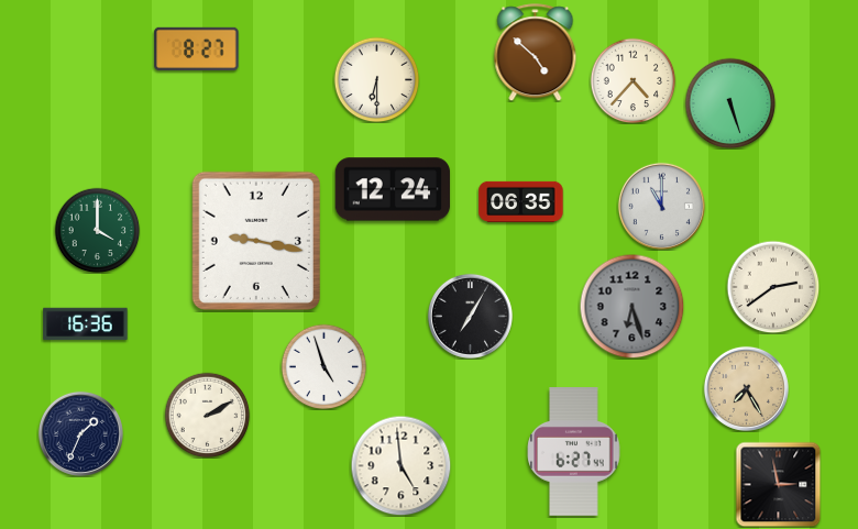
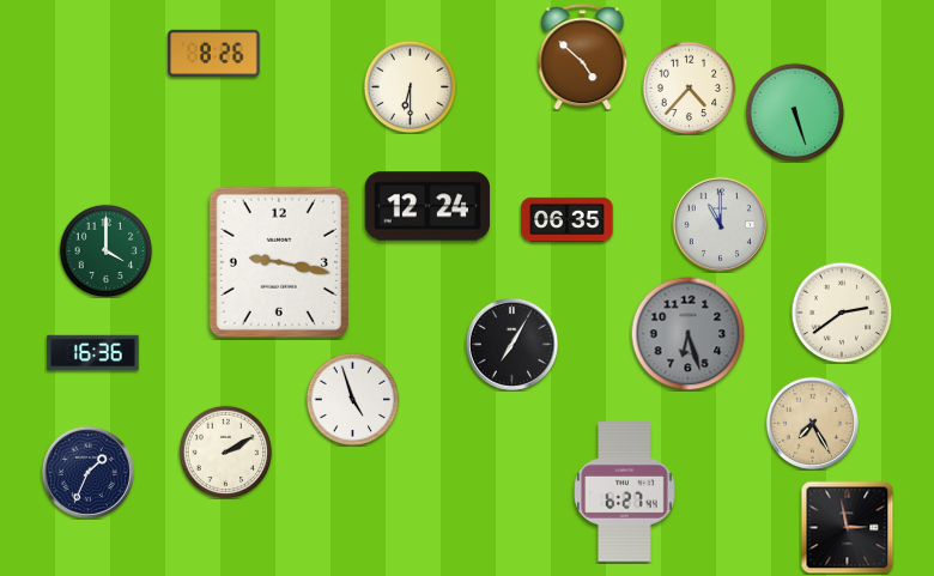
clock at (197, 48): 8:27 -> 8:26
clock at (400, 465): 4:59 -> none
